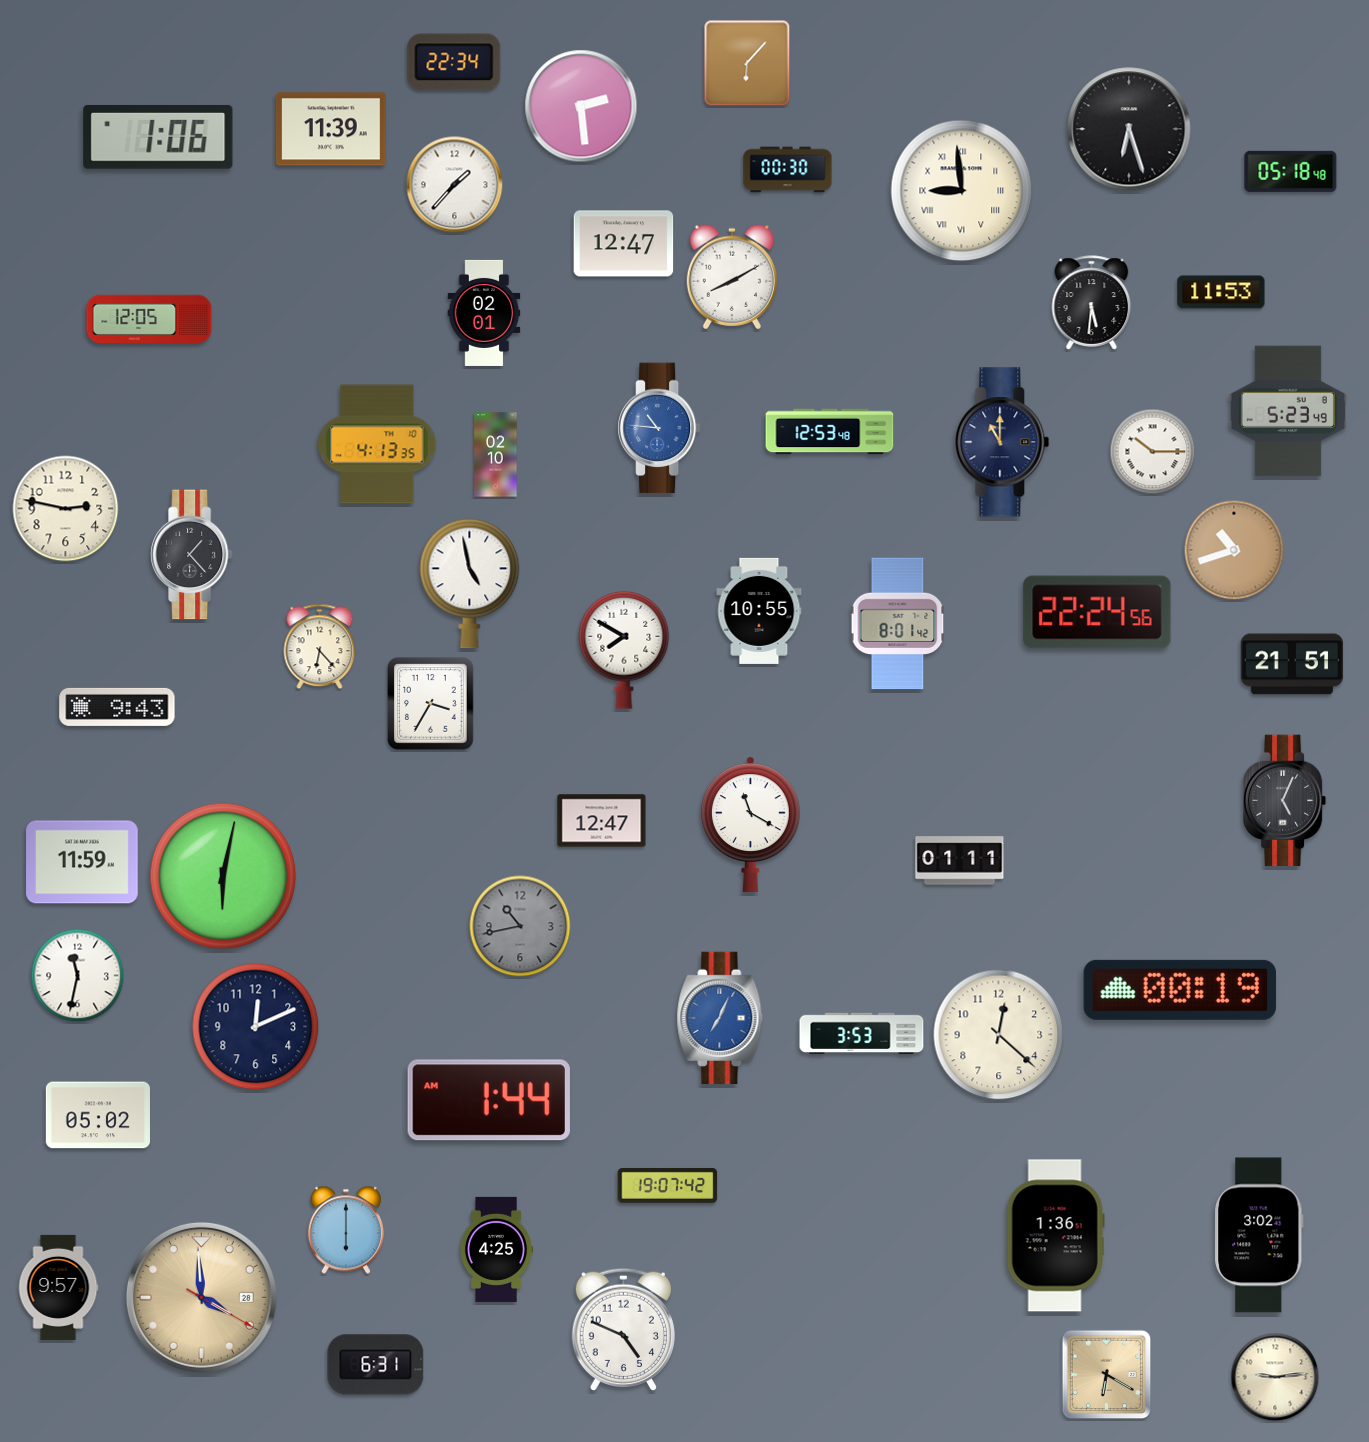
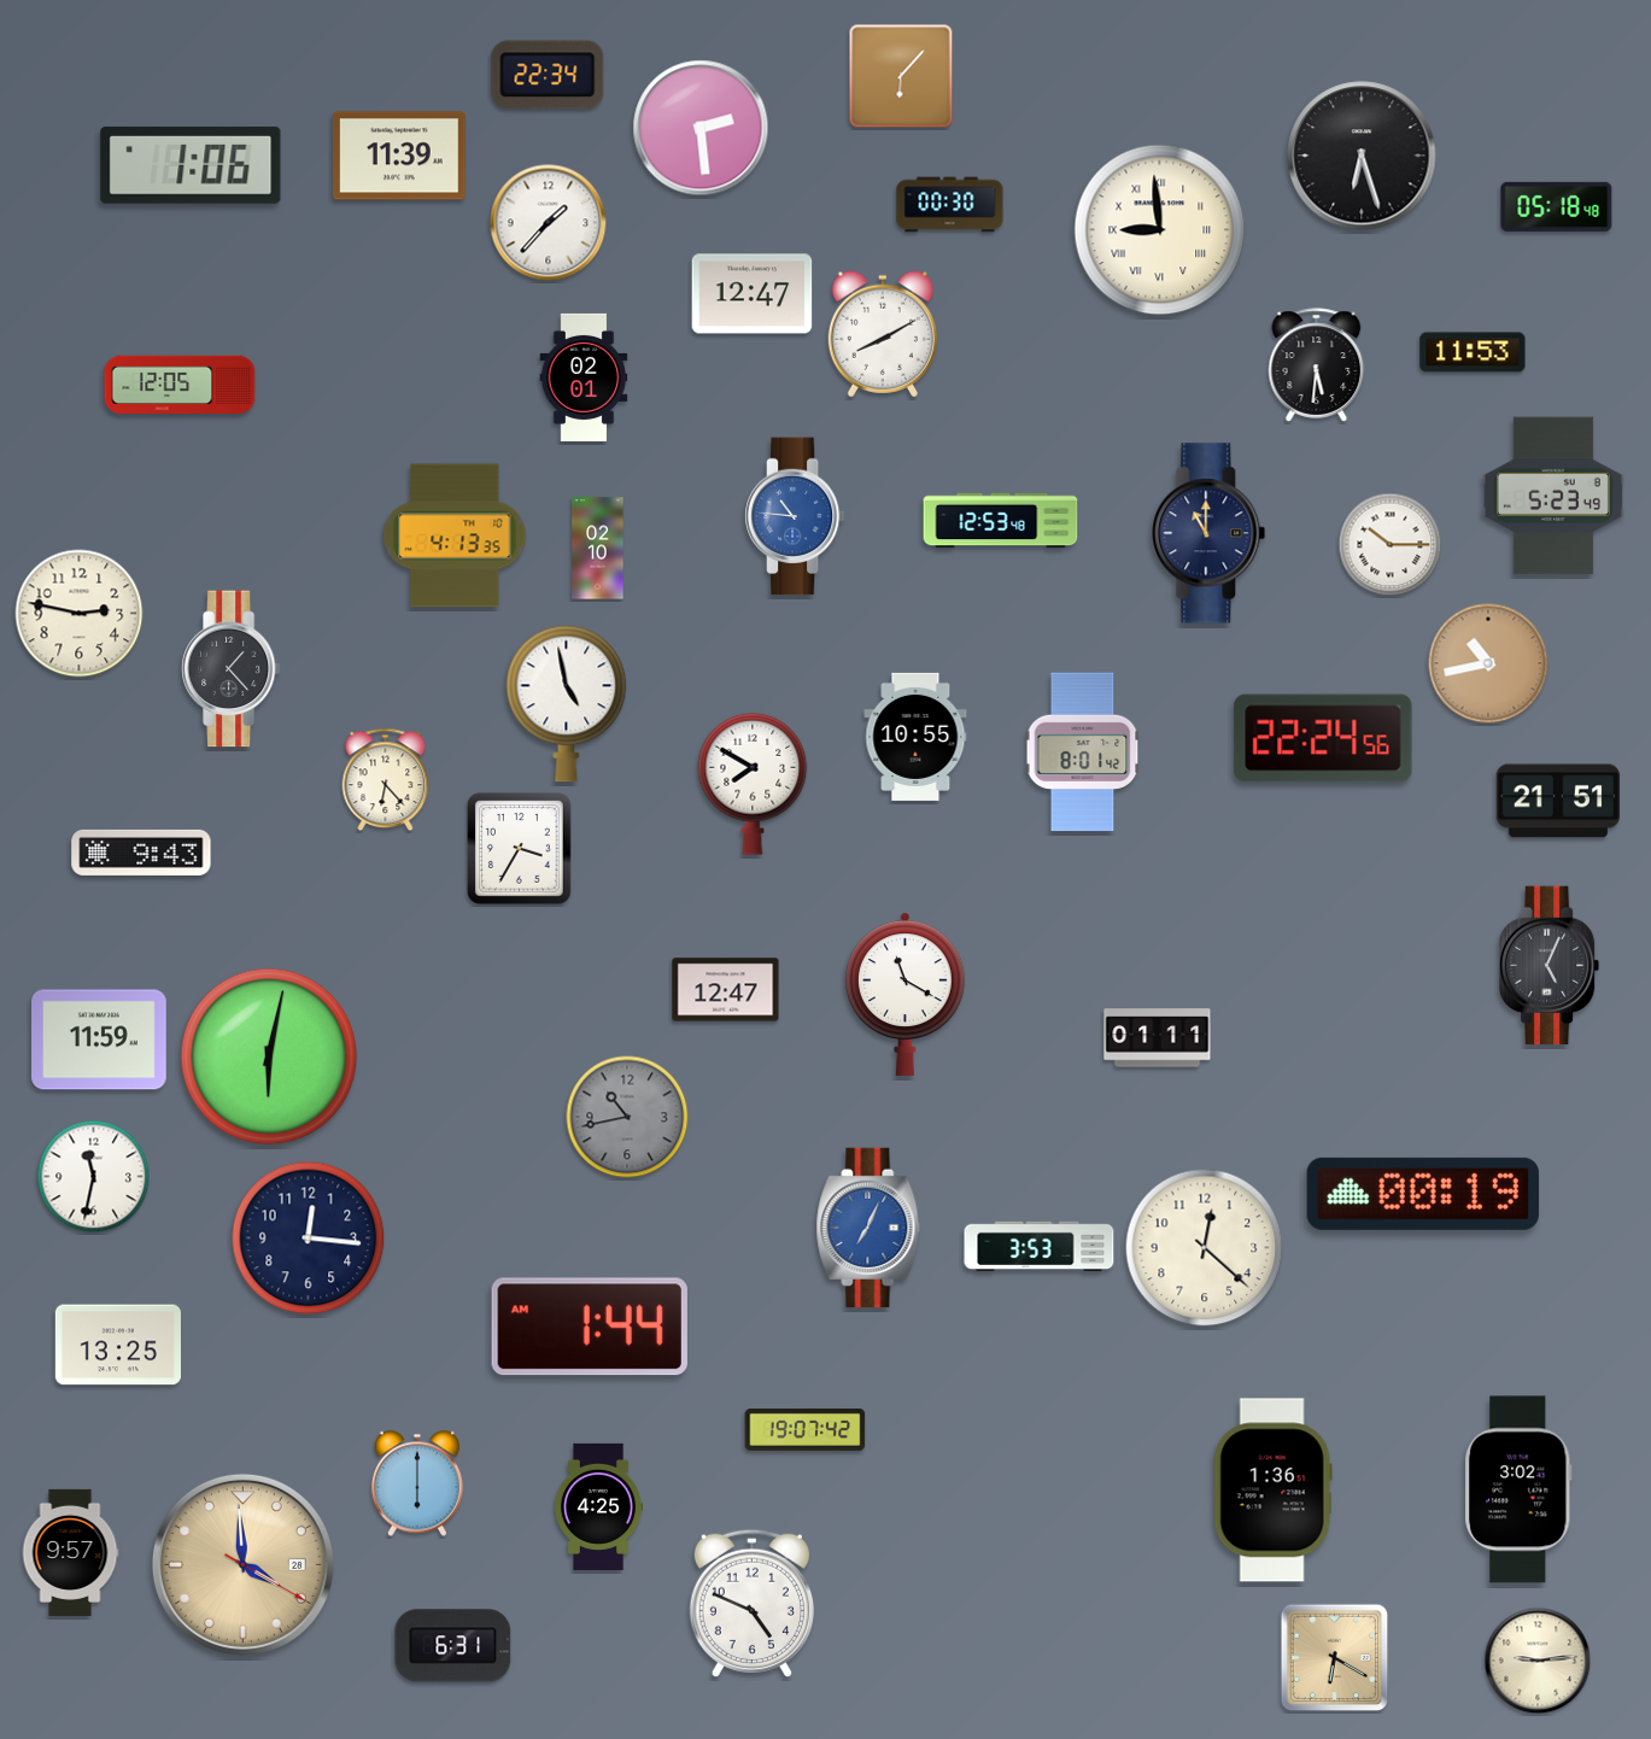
clock at (1234, 550): 10:42 -> 10:43
clock at (256, 1027): 12:11 -> 12:16
clock at (98, 1115): 05:02 -> 13:25
